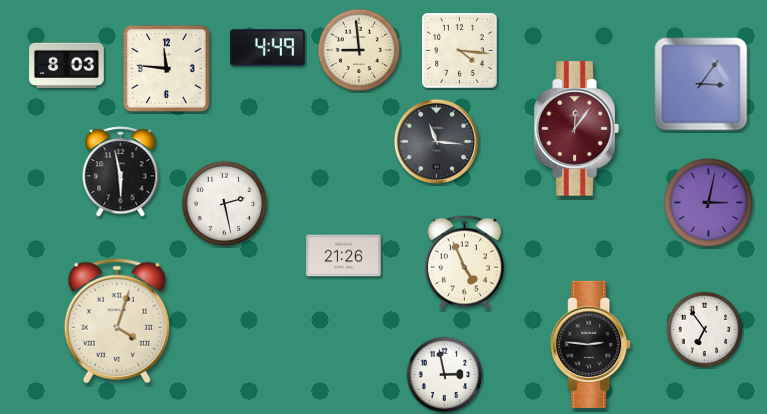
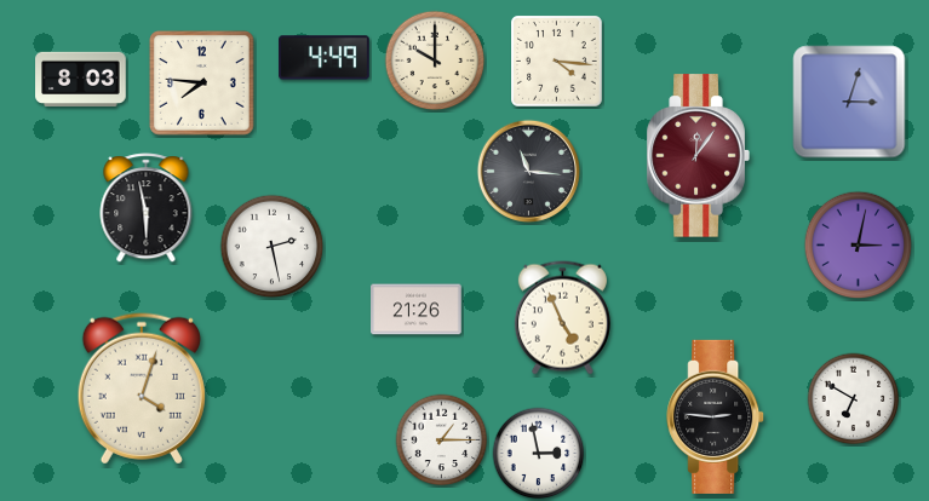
clock at (359, 50): 8:59 -> 10:00
clock at (167, 69): 11:46 -> 7:46
clock at (701, 84): 3:06 -> 3:03
clock at (705, 330): 6:54 -> 6:50
clock at (442, 440): none -> 1:15
